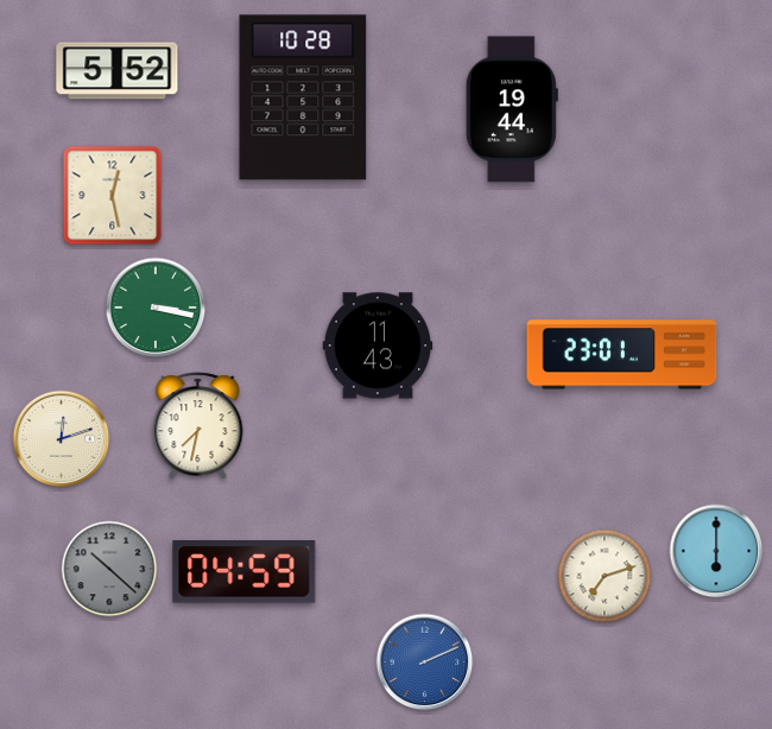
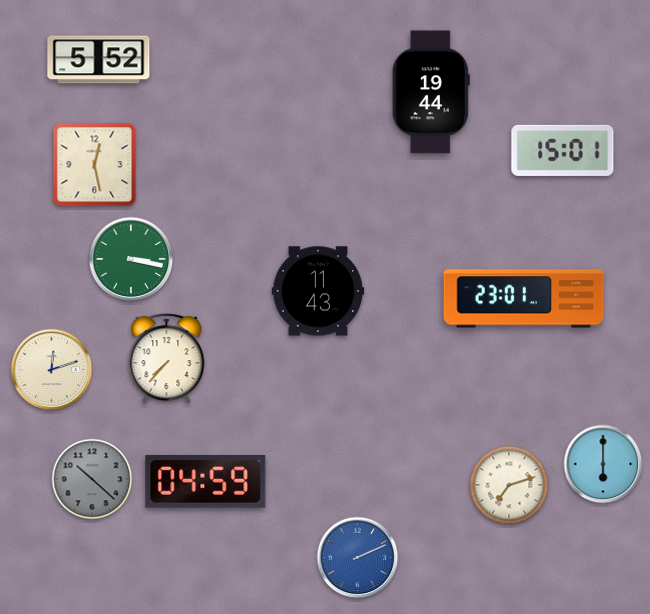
clock at (303, 97): 10:28 -> none
clock at (563, 150): none -> 15:01
clock at (198, 426): 7:32 -> 7:37
